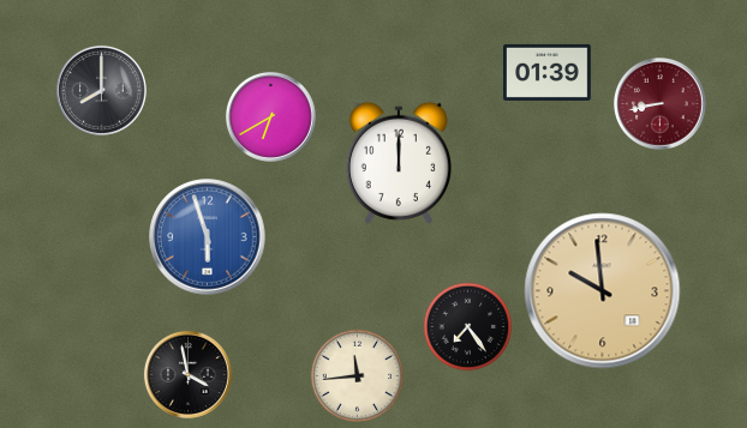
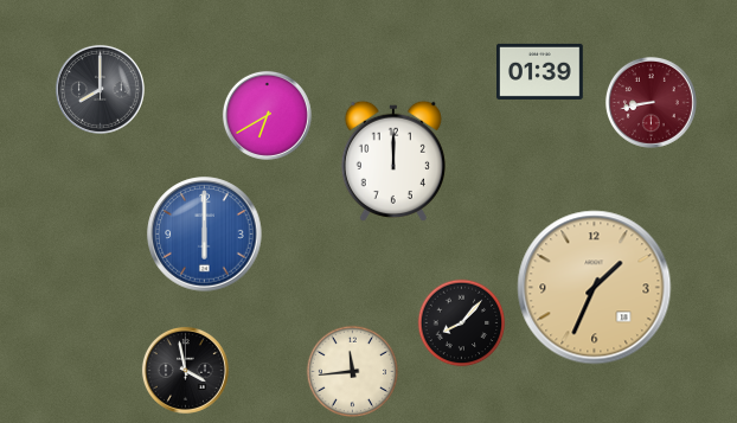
clock at (208, 237): 5:57 -> 6:00
clock at (603, 291): 9:59 -> 1:34
clock at (468, 327): 7:24 -> 8:07
